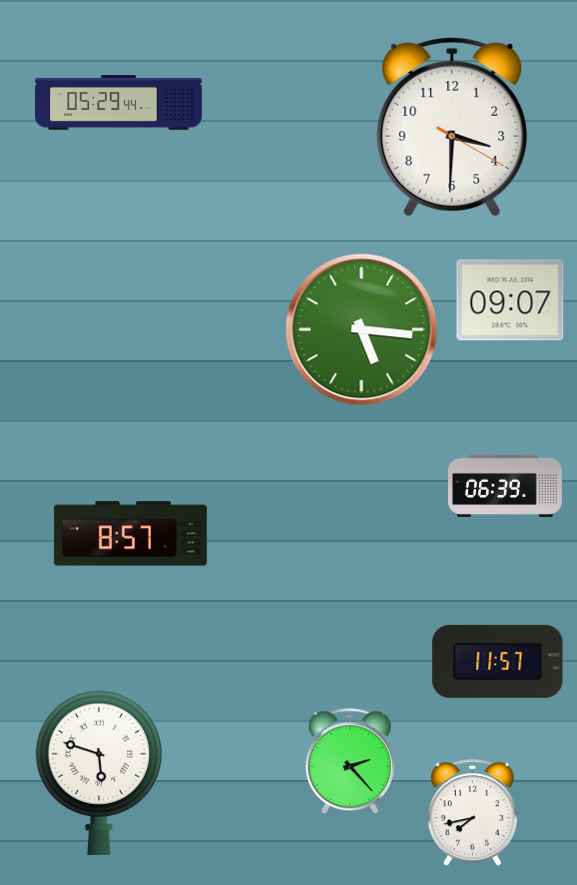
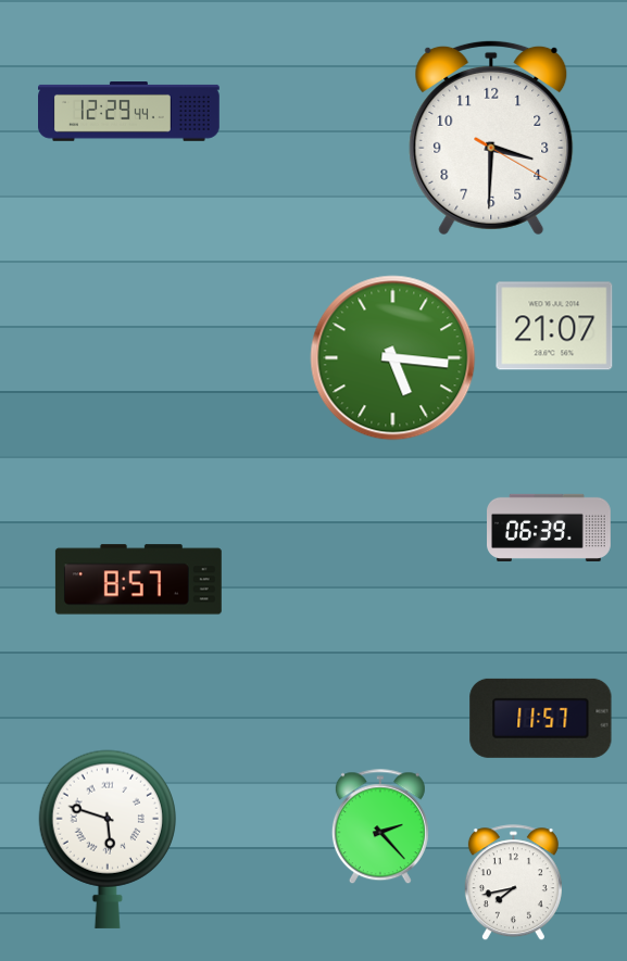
clock at (119, 103): 05:29 -> 12:29
clock at (510, 300): 09:07 -> 21:07
clock at (130, 534) position: (130, 534) -> (138, 580)
